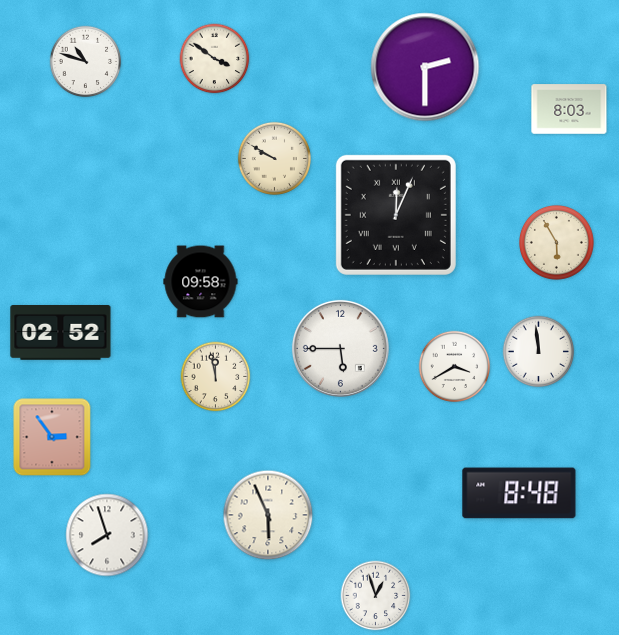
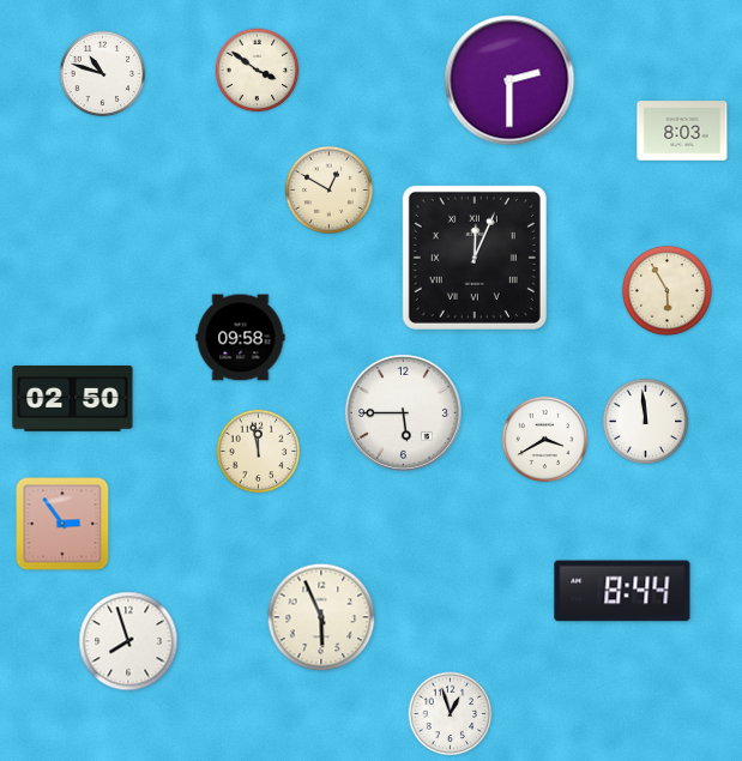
clock at (274, 158): 9:50 -> 12:50
clock at (61, 333): 02:52 -> 02:50
clock at (340, 348) position: (340, 348) -> (403, 412)
clock at (519, 493): 8:48 -> 8:44
